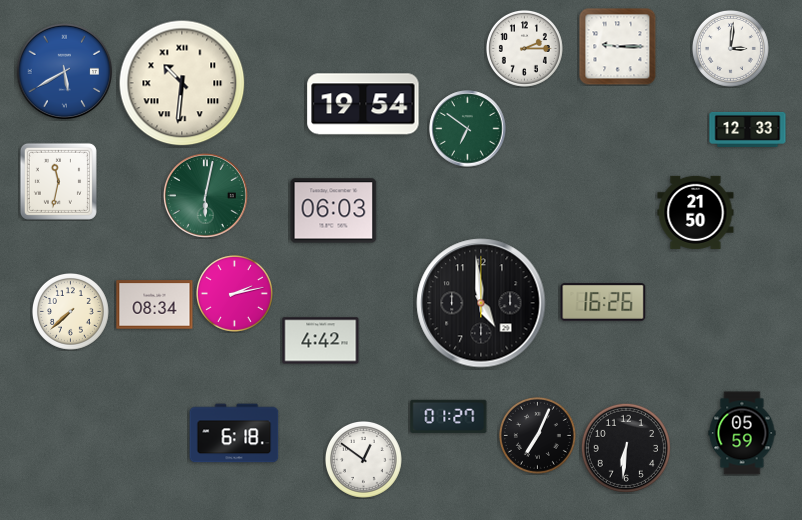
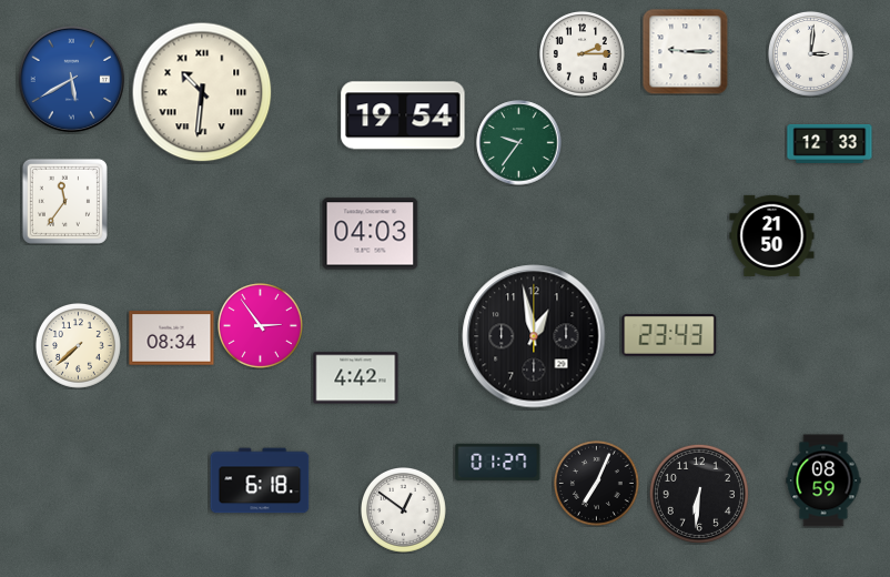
clock at (468, 129): 6:51 -> 9:36
clock at (58, 181): 11:32 -> 11:36
clock at (205, 195): 6:02 -> none
clock at (334, 211): 06:03 -> 04:03
clock at (234, 293): 2:13 -> 2:54
clock at (481, 303): 4:59 -> 12:58
clock at (603, 303): 16:26 -> 23:43
clock at (742, 433): 05:59 -> 08:59
clock at (626, 448) position: (626, 448) -> (699, 494)
